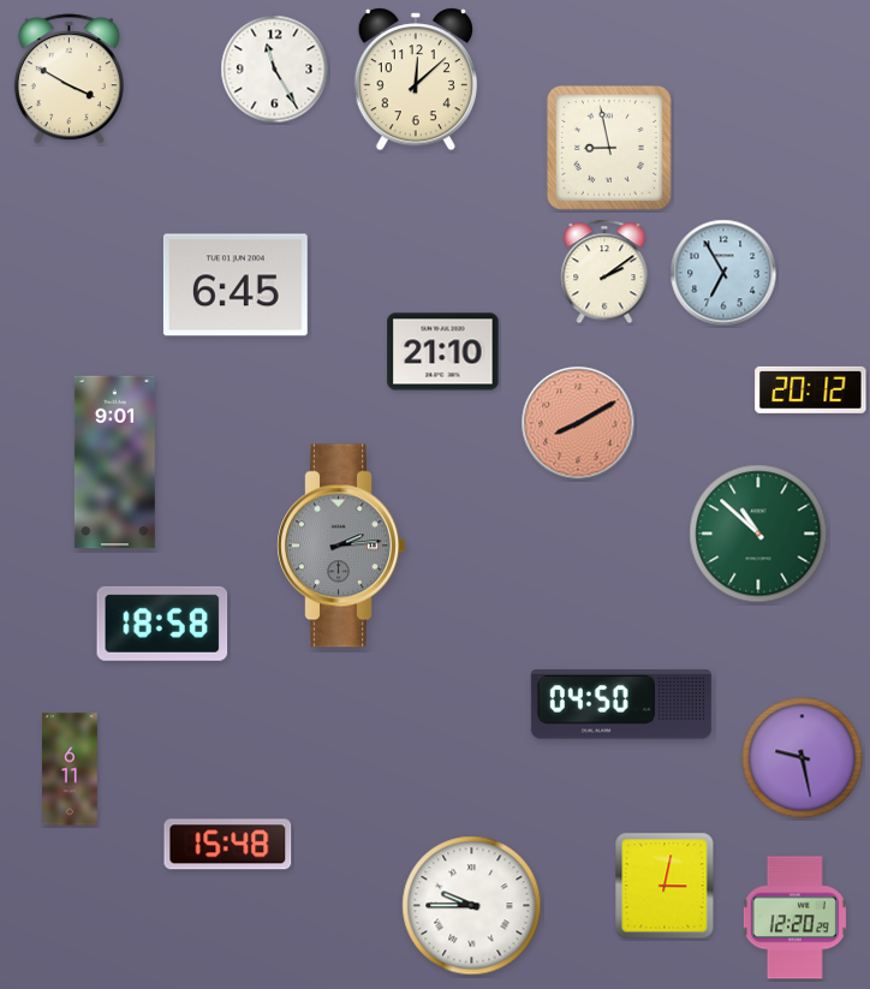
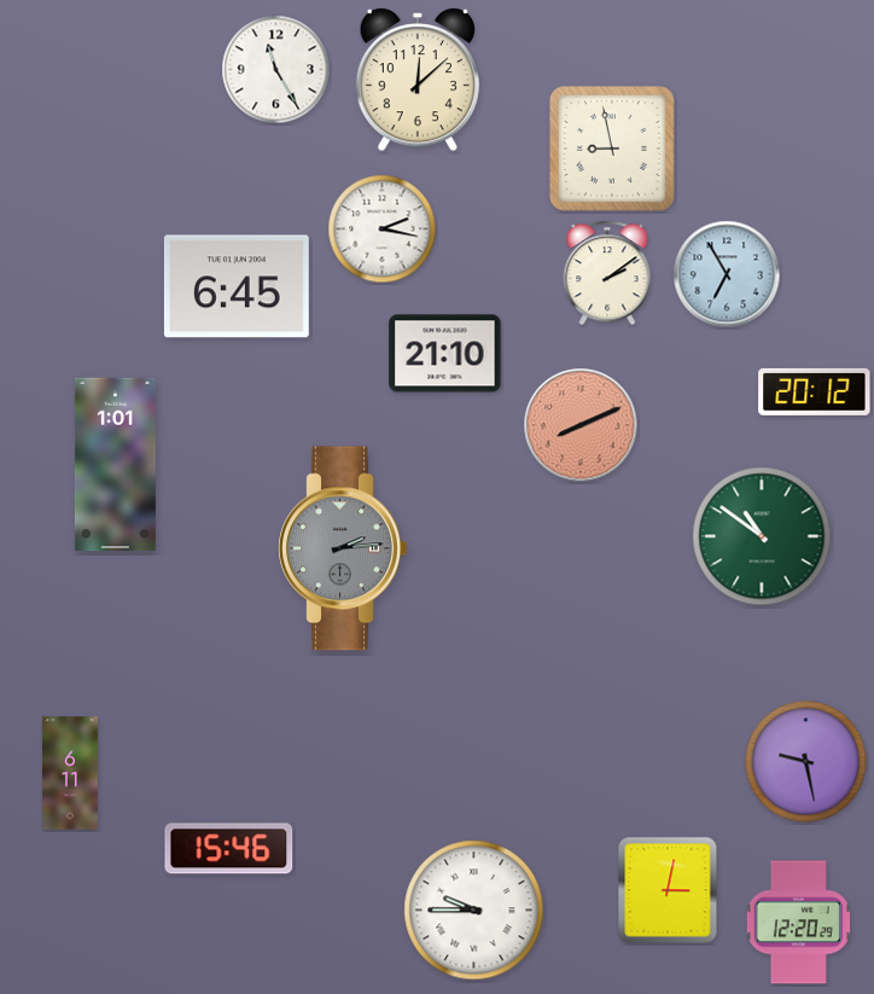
clock at (68, 79): 3:50 -> none
clock at (383, 229): none -> 2:17
clock at (578, 423): 8:10 -> 8:11
clock at (114, 463): 9:01 -> 1:01
clock at (758, 534): 10:52 -> 10:51
clock at (162, 624): 18:58 -> none
clock at (621, 704): 04:50 -> none
clock at (228, 845): 15:48 -> 15:46
